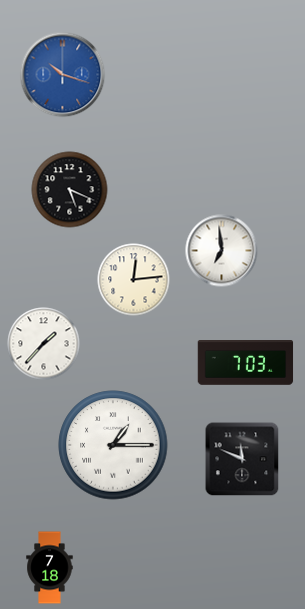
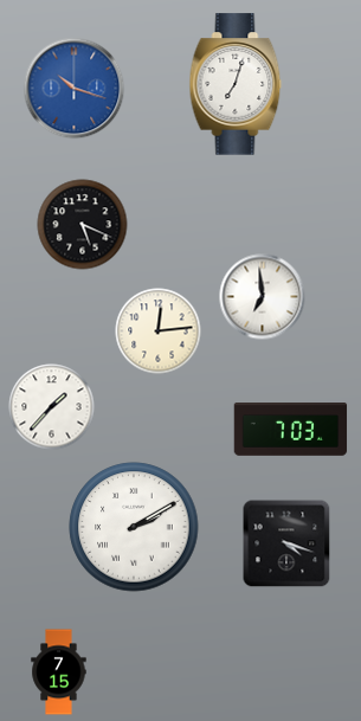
clock at (236, 84): none -> 7:03
clock at (113, 445): 1:15 -> 2:10
clock at (242, 459): 11:49 -> 4:18
clock at (50, 568): 7:18 -> 7:15
